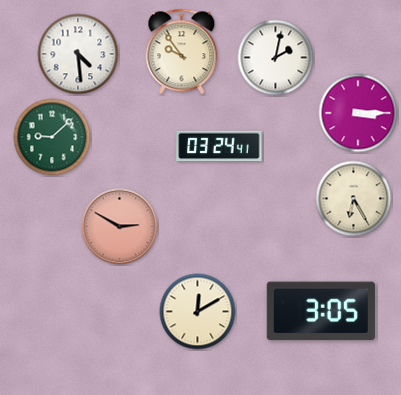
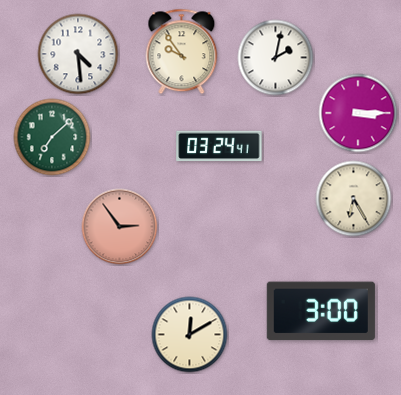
clock at (52, 137): 9:08 -> 7:08
clock at (120, 227): 2:50 -> 2:54
clock at (321, 311): 3:05 -> 3:00
clock at (198, 312) position: (198, 312) -> (190, 335)
